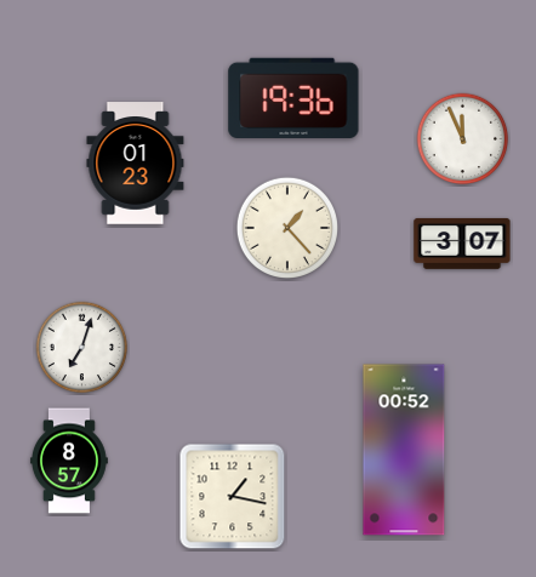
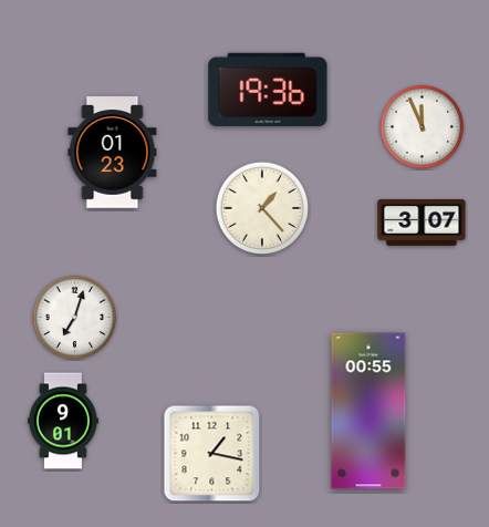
clock at (136, 164) position: (136, 164) -> (113, 153)
clock at (404, 450): 00:52 -> 00:55
clock at (69, 461): 8:57 -> 9:01
